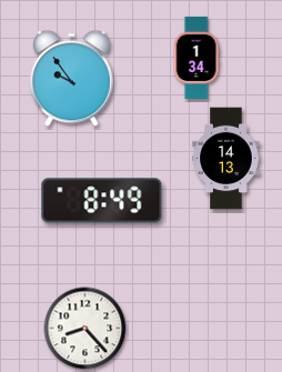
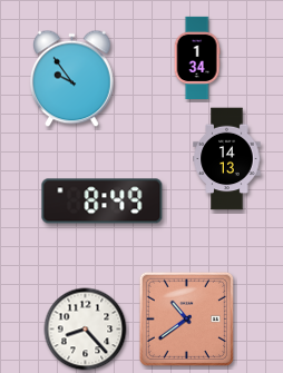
clock at (186, 318): none -> 10:39
